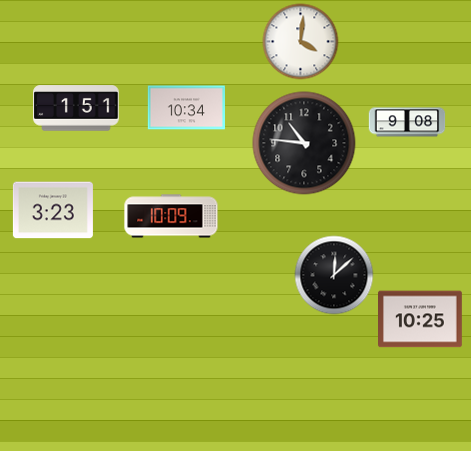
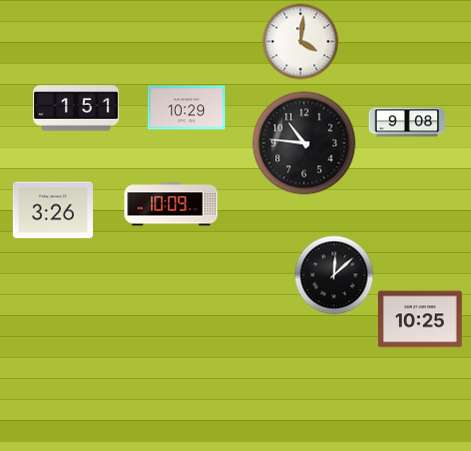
clock at (186, 108): 10:34 -> 10:29
clock at (53, 210): 3:23 -> 3:26
clock at (171, 216) position: (171, 216) -> (171, 204)
